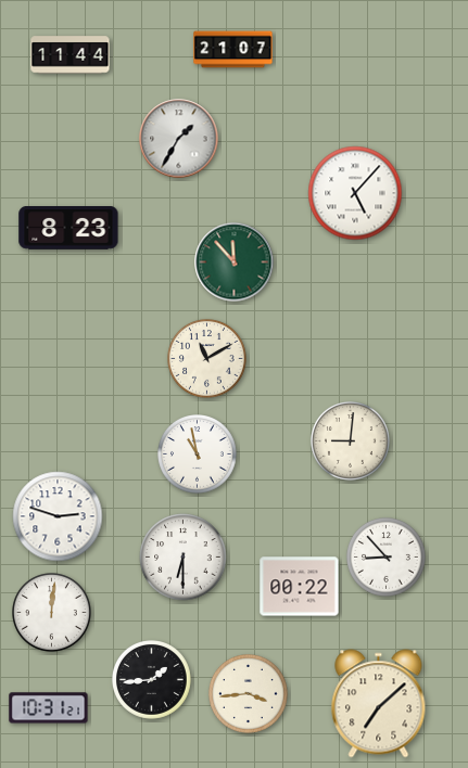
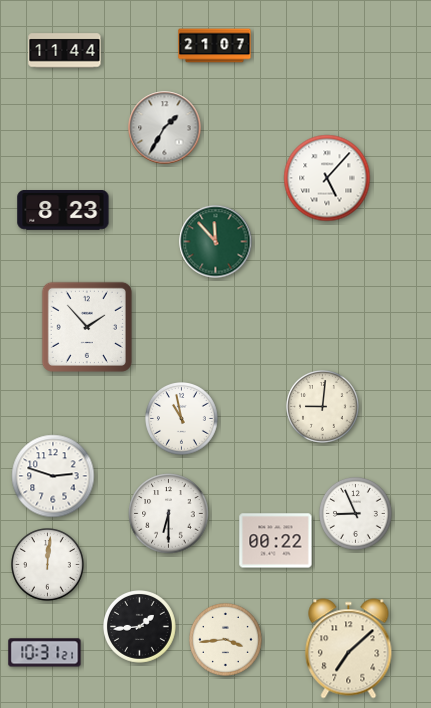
clock at (87, 327): none -> 1:53
clock at (207, 359): 11:10 -> none
clock at (387, 558): 8:53 -> 8:56
clock at (249, 694) position: (249, 694) -> (226, 640)
